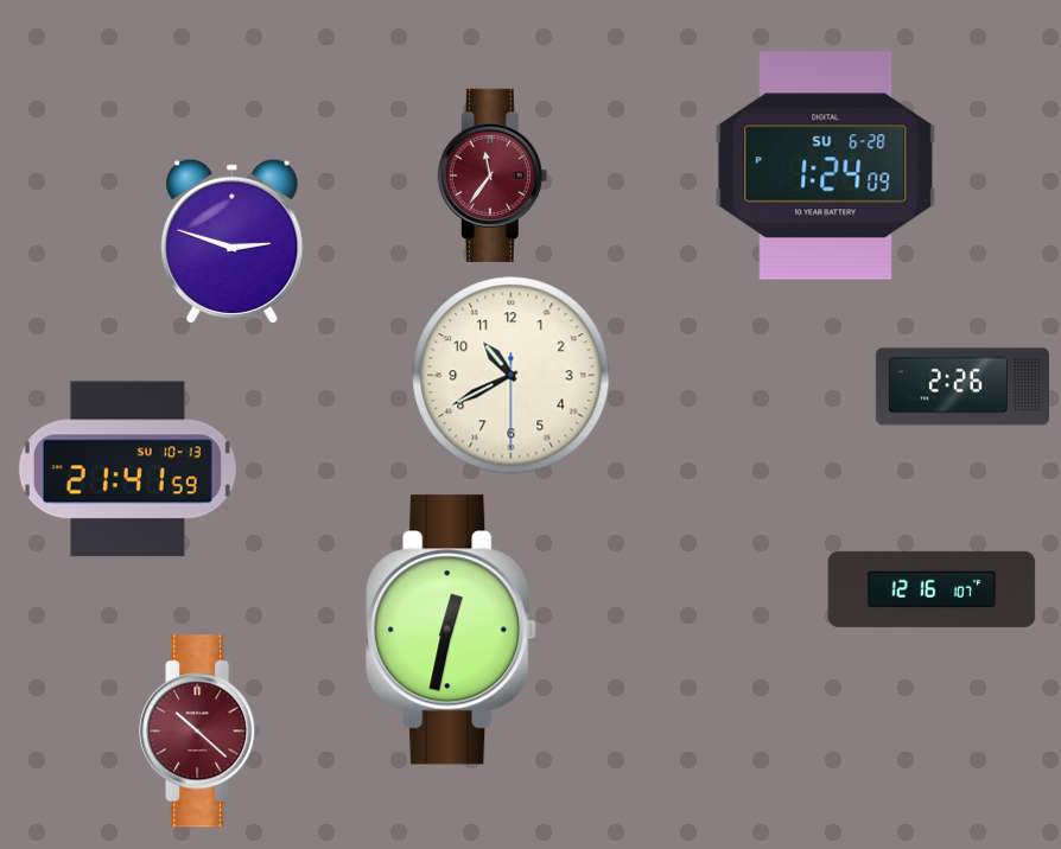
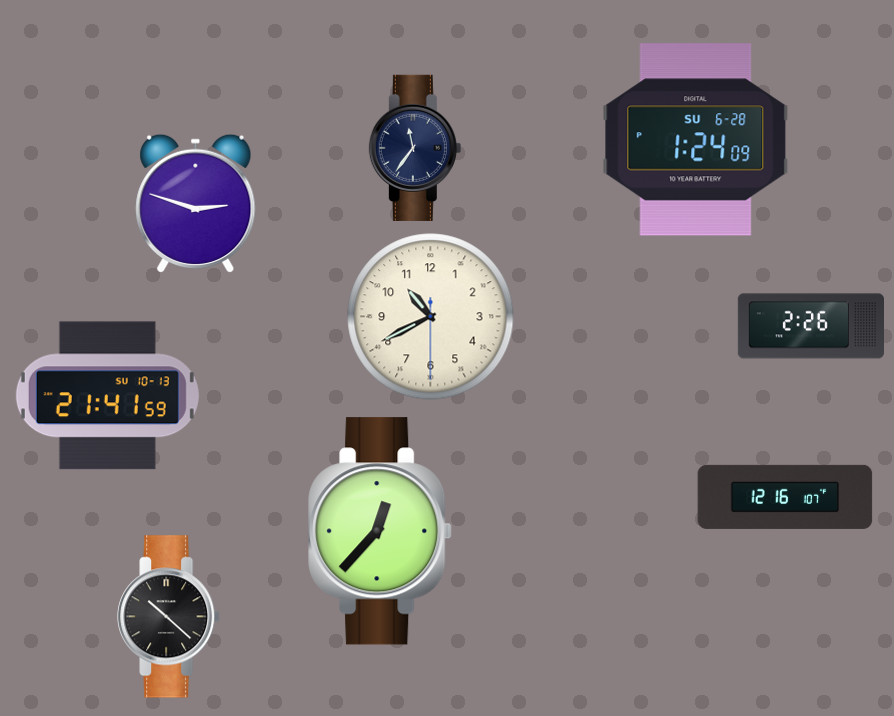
clock at (493, 175) dial: burgundy -> navy
clock at (451, 630): 12:32 -> 12:37
clock at (201, 732) dial: burgundy -> black
